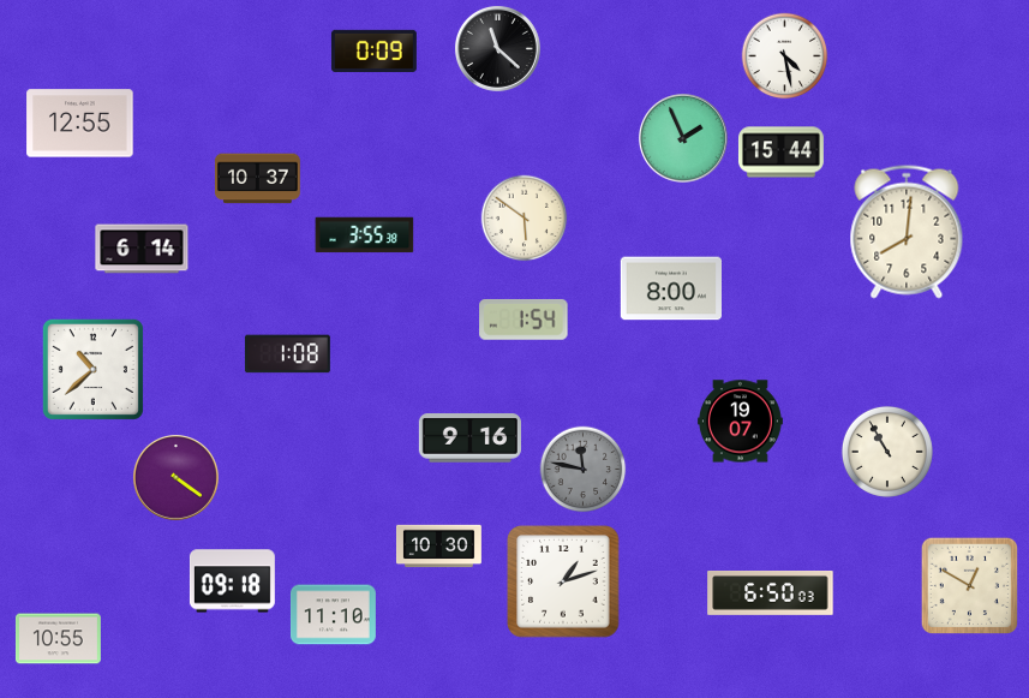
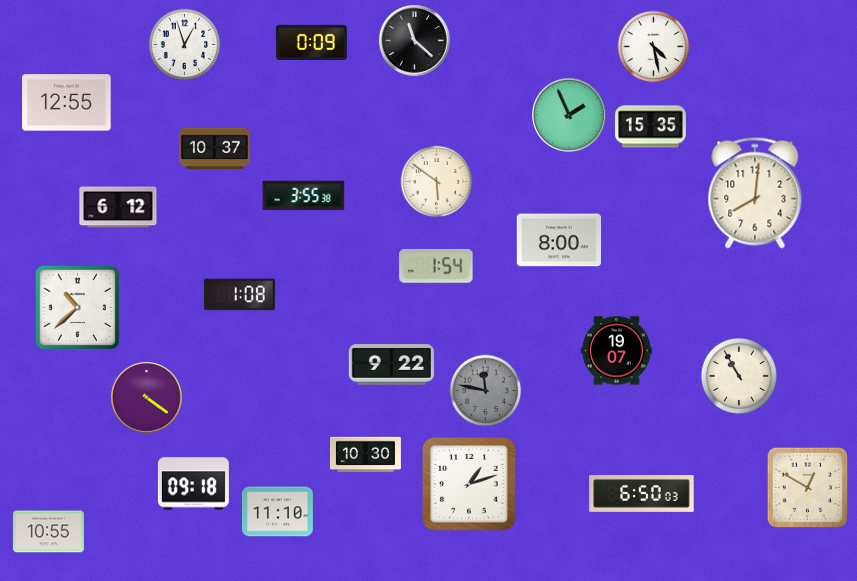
clock at (185, 45): none -> 12:57
clock at (780, 153): 15:44 -> 15:35
clock at (142, 249): 6:14 -> 6:12
clock at (469, 439): 9:16 -> 9:22
